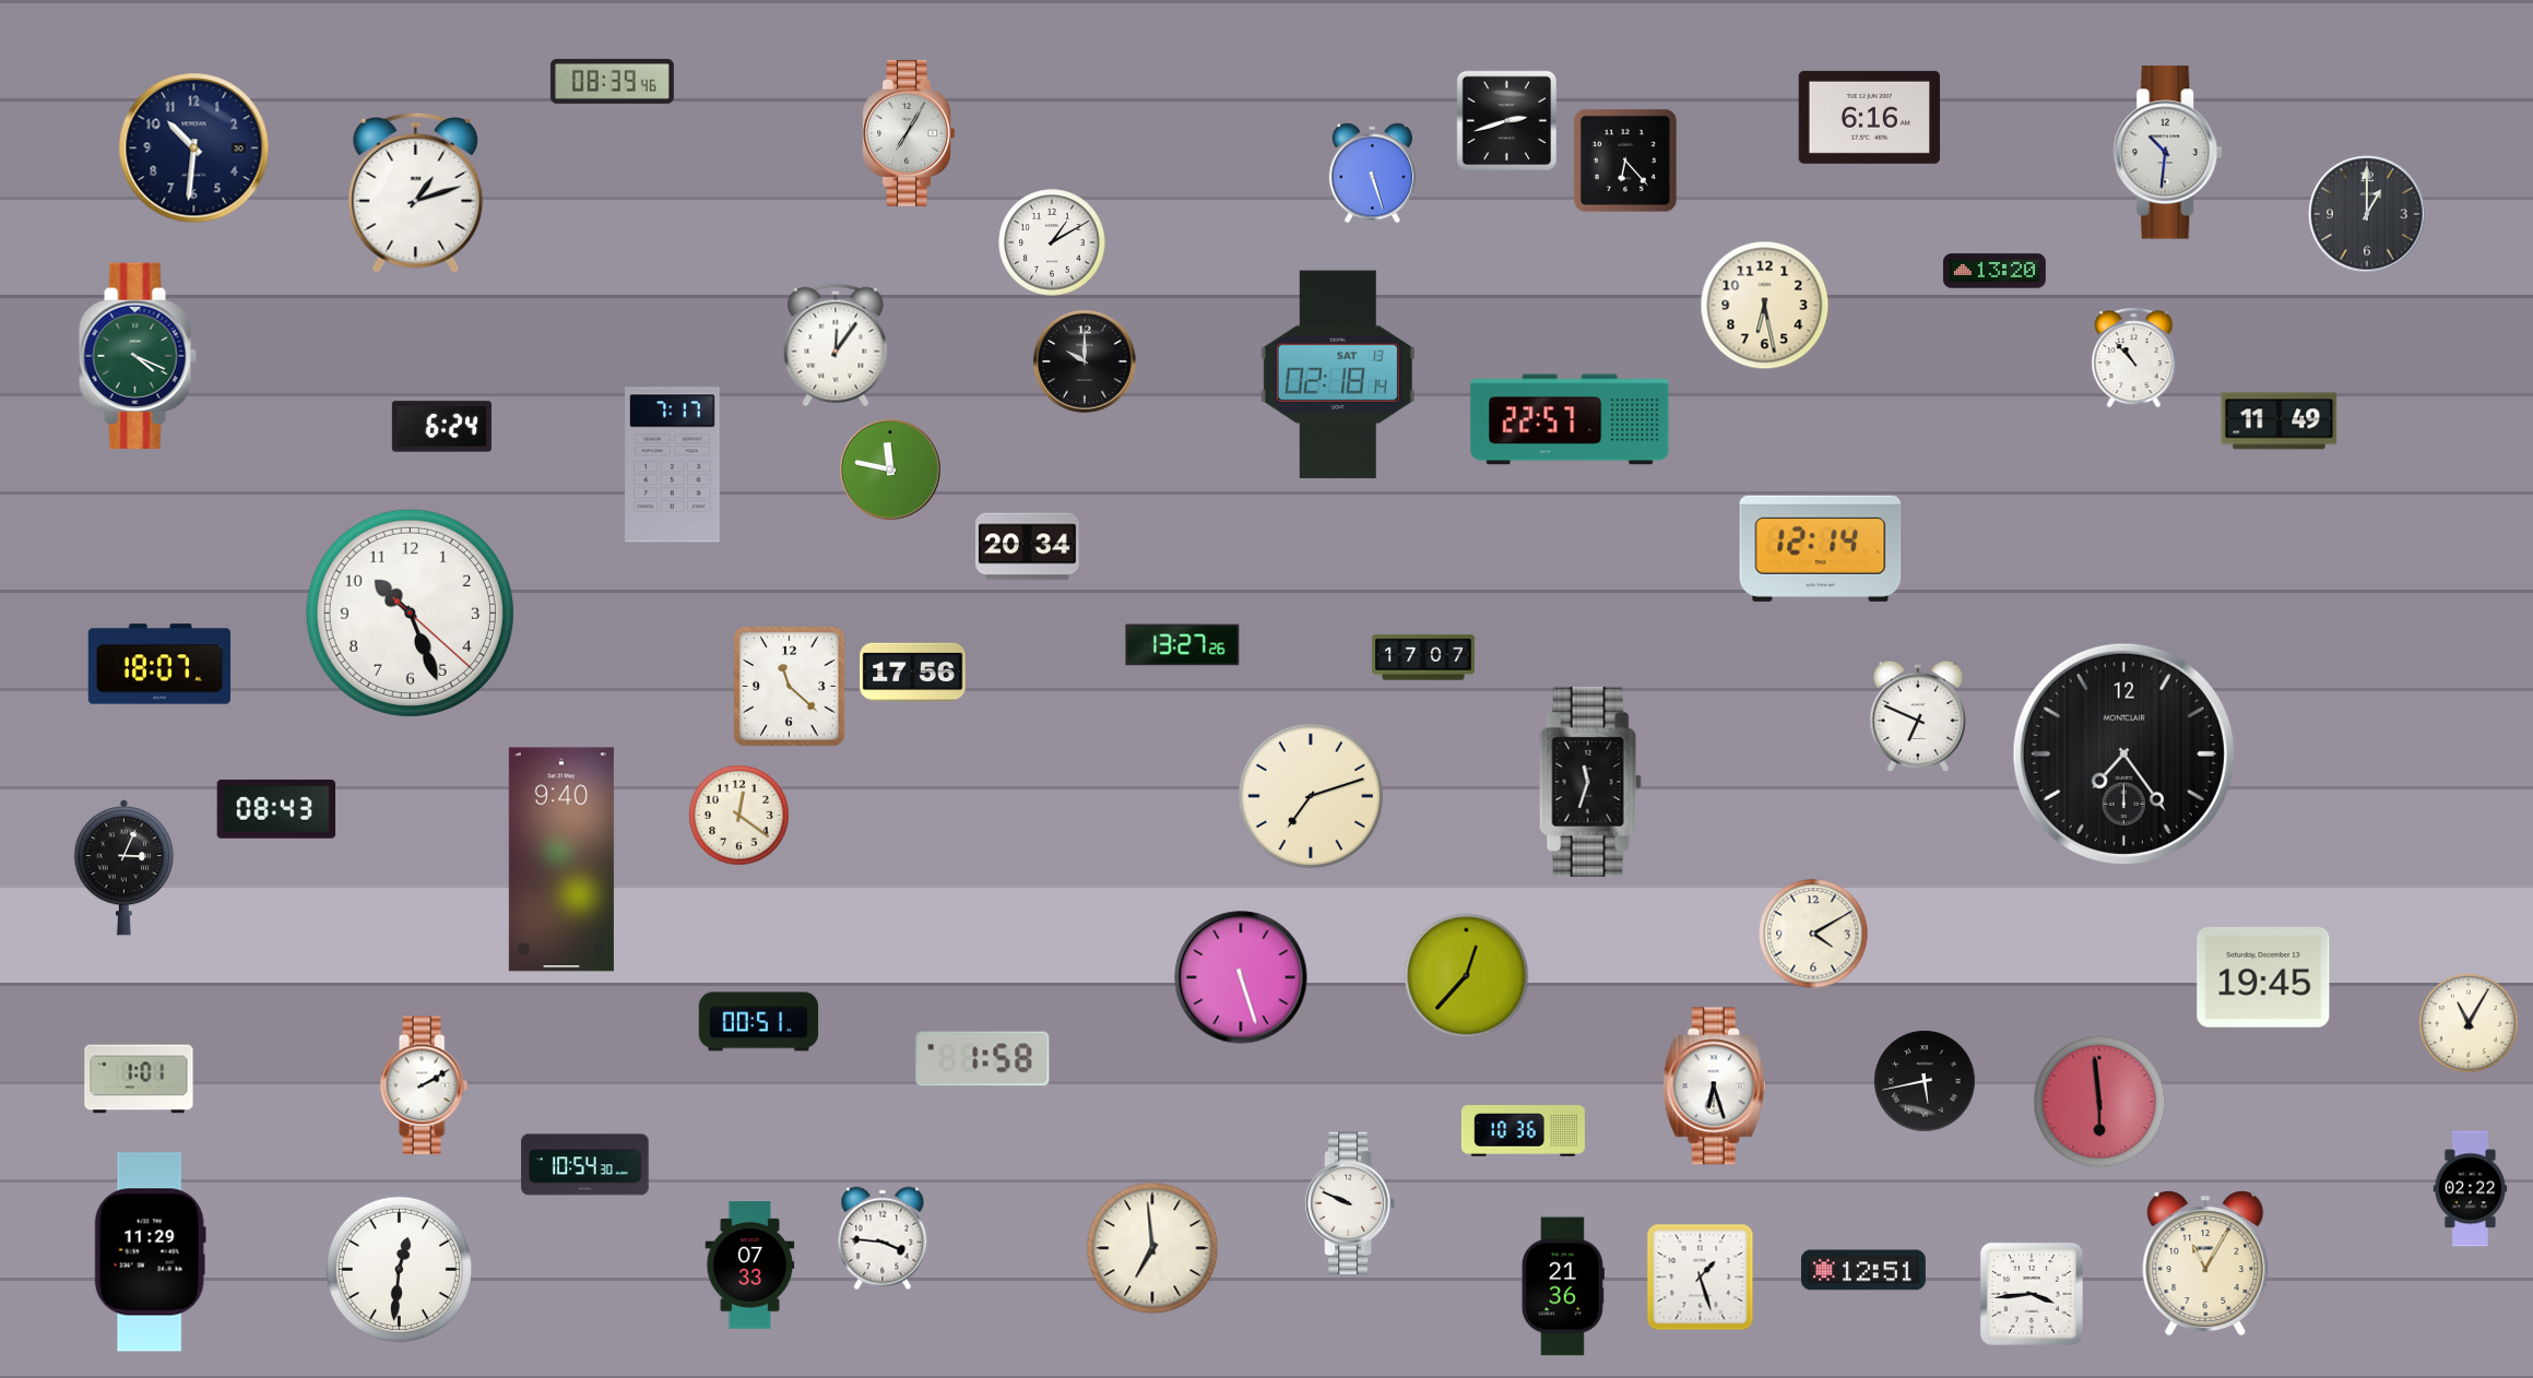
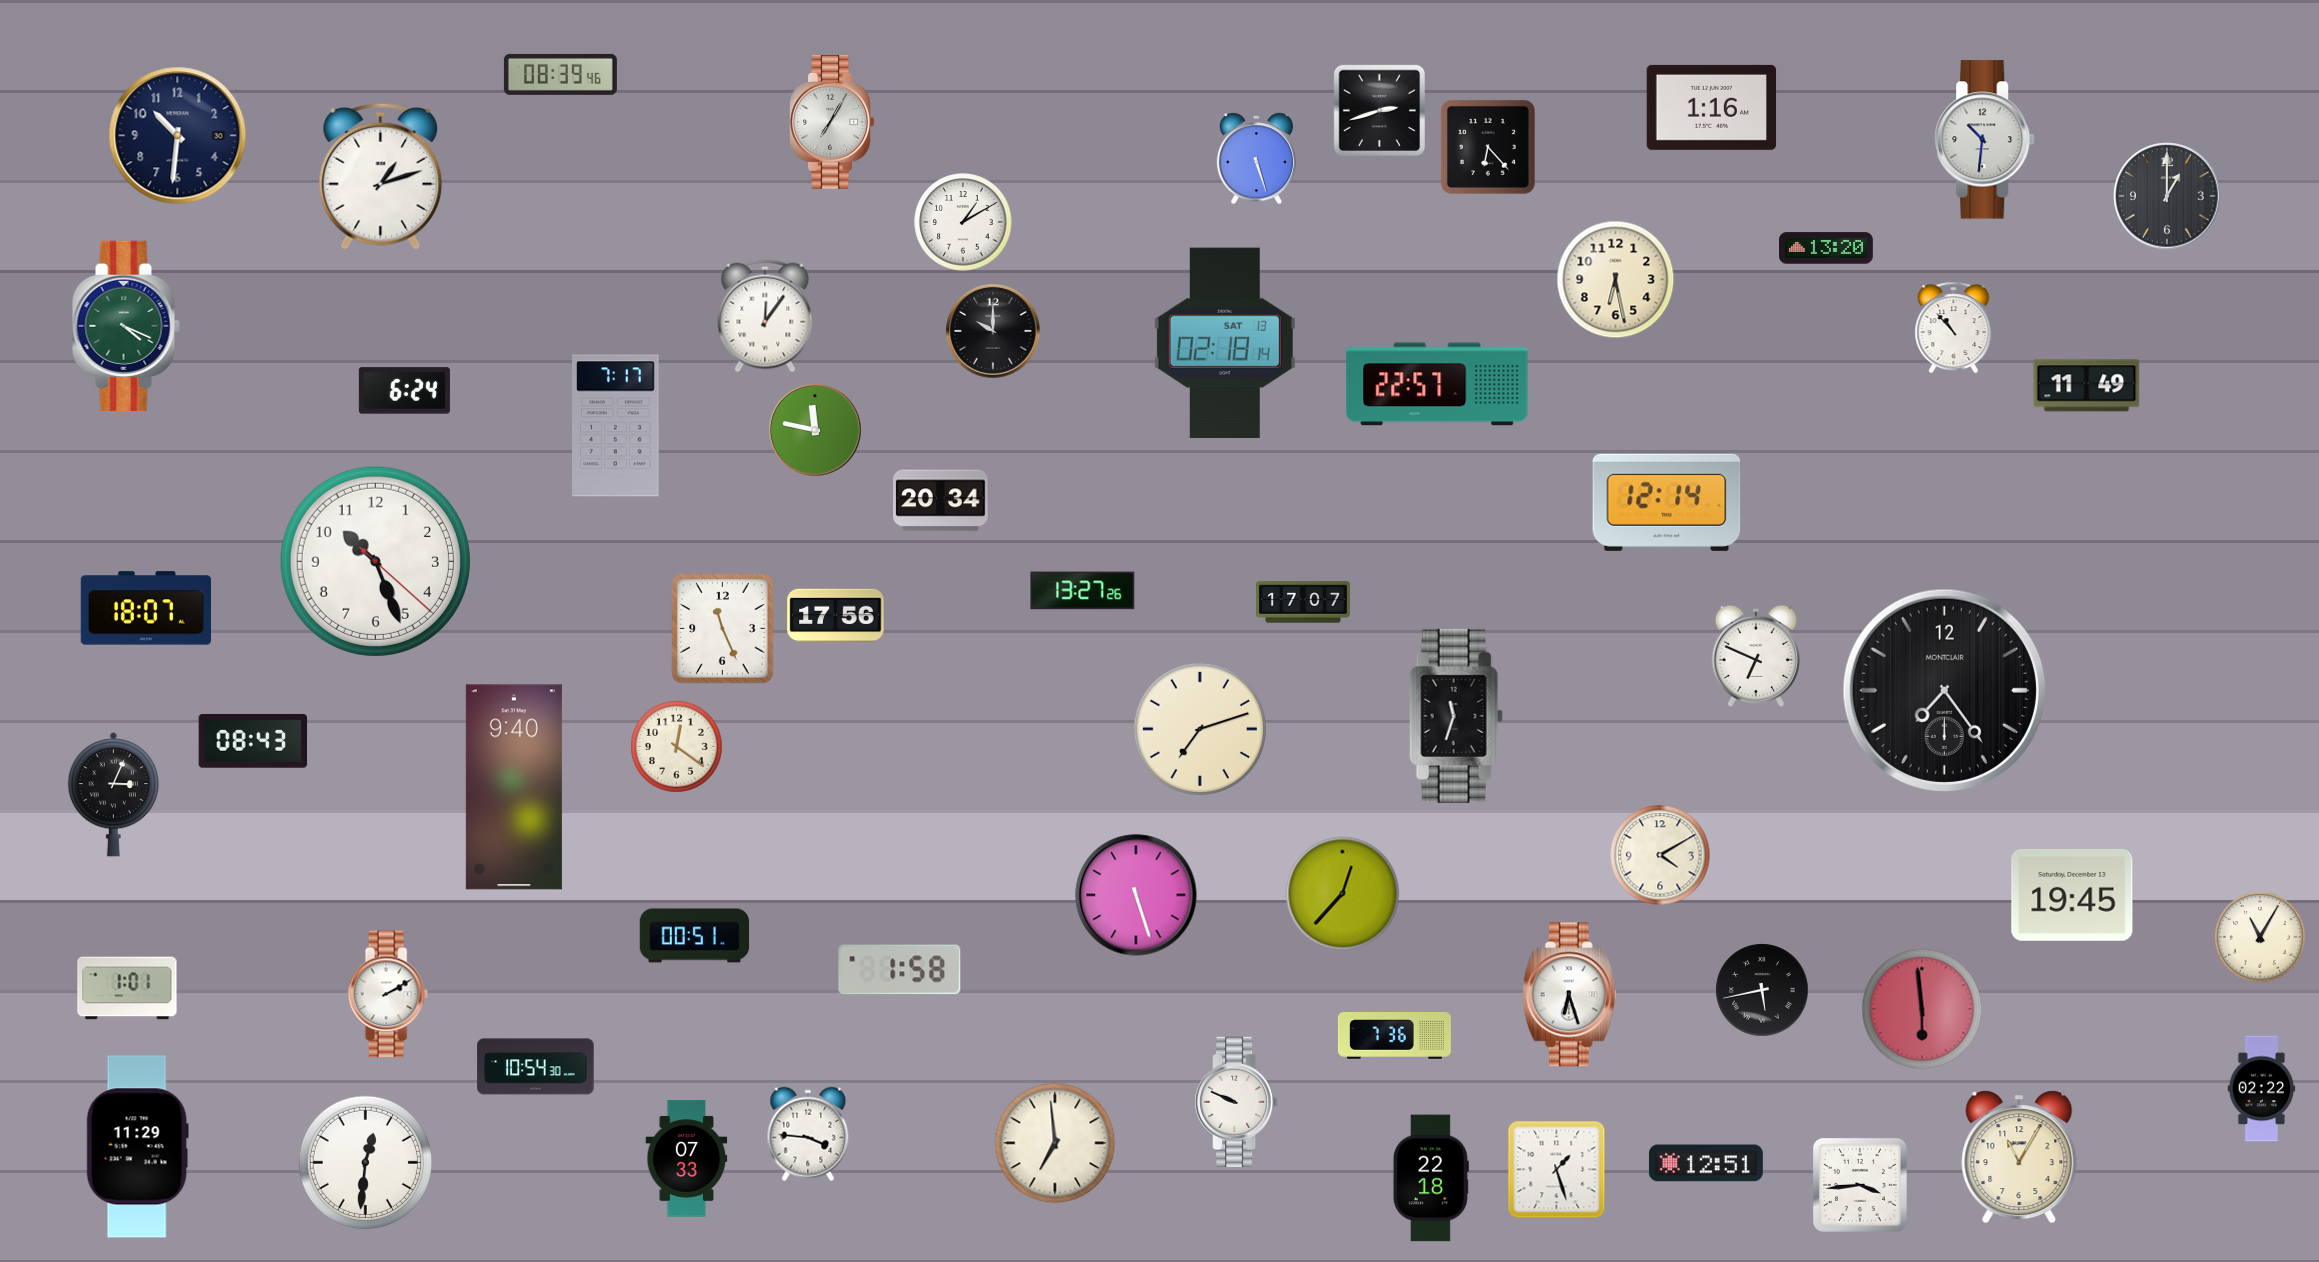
clock at (1870, 117): 6:16 -> 1:16
clock at (790, 687): 11:22 -> 11:26
clock at (1523, 1131): 10:36 -> 7:36
clock at (1563, 1286): 21:36 -> 22:18
